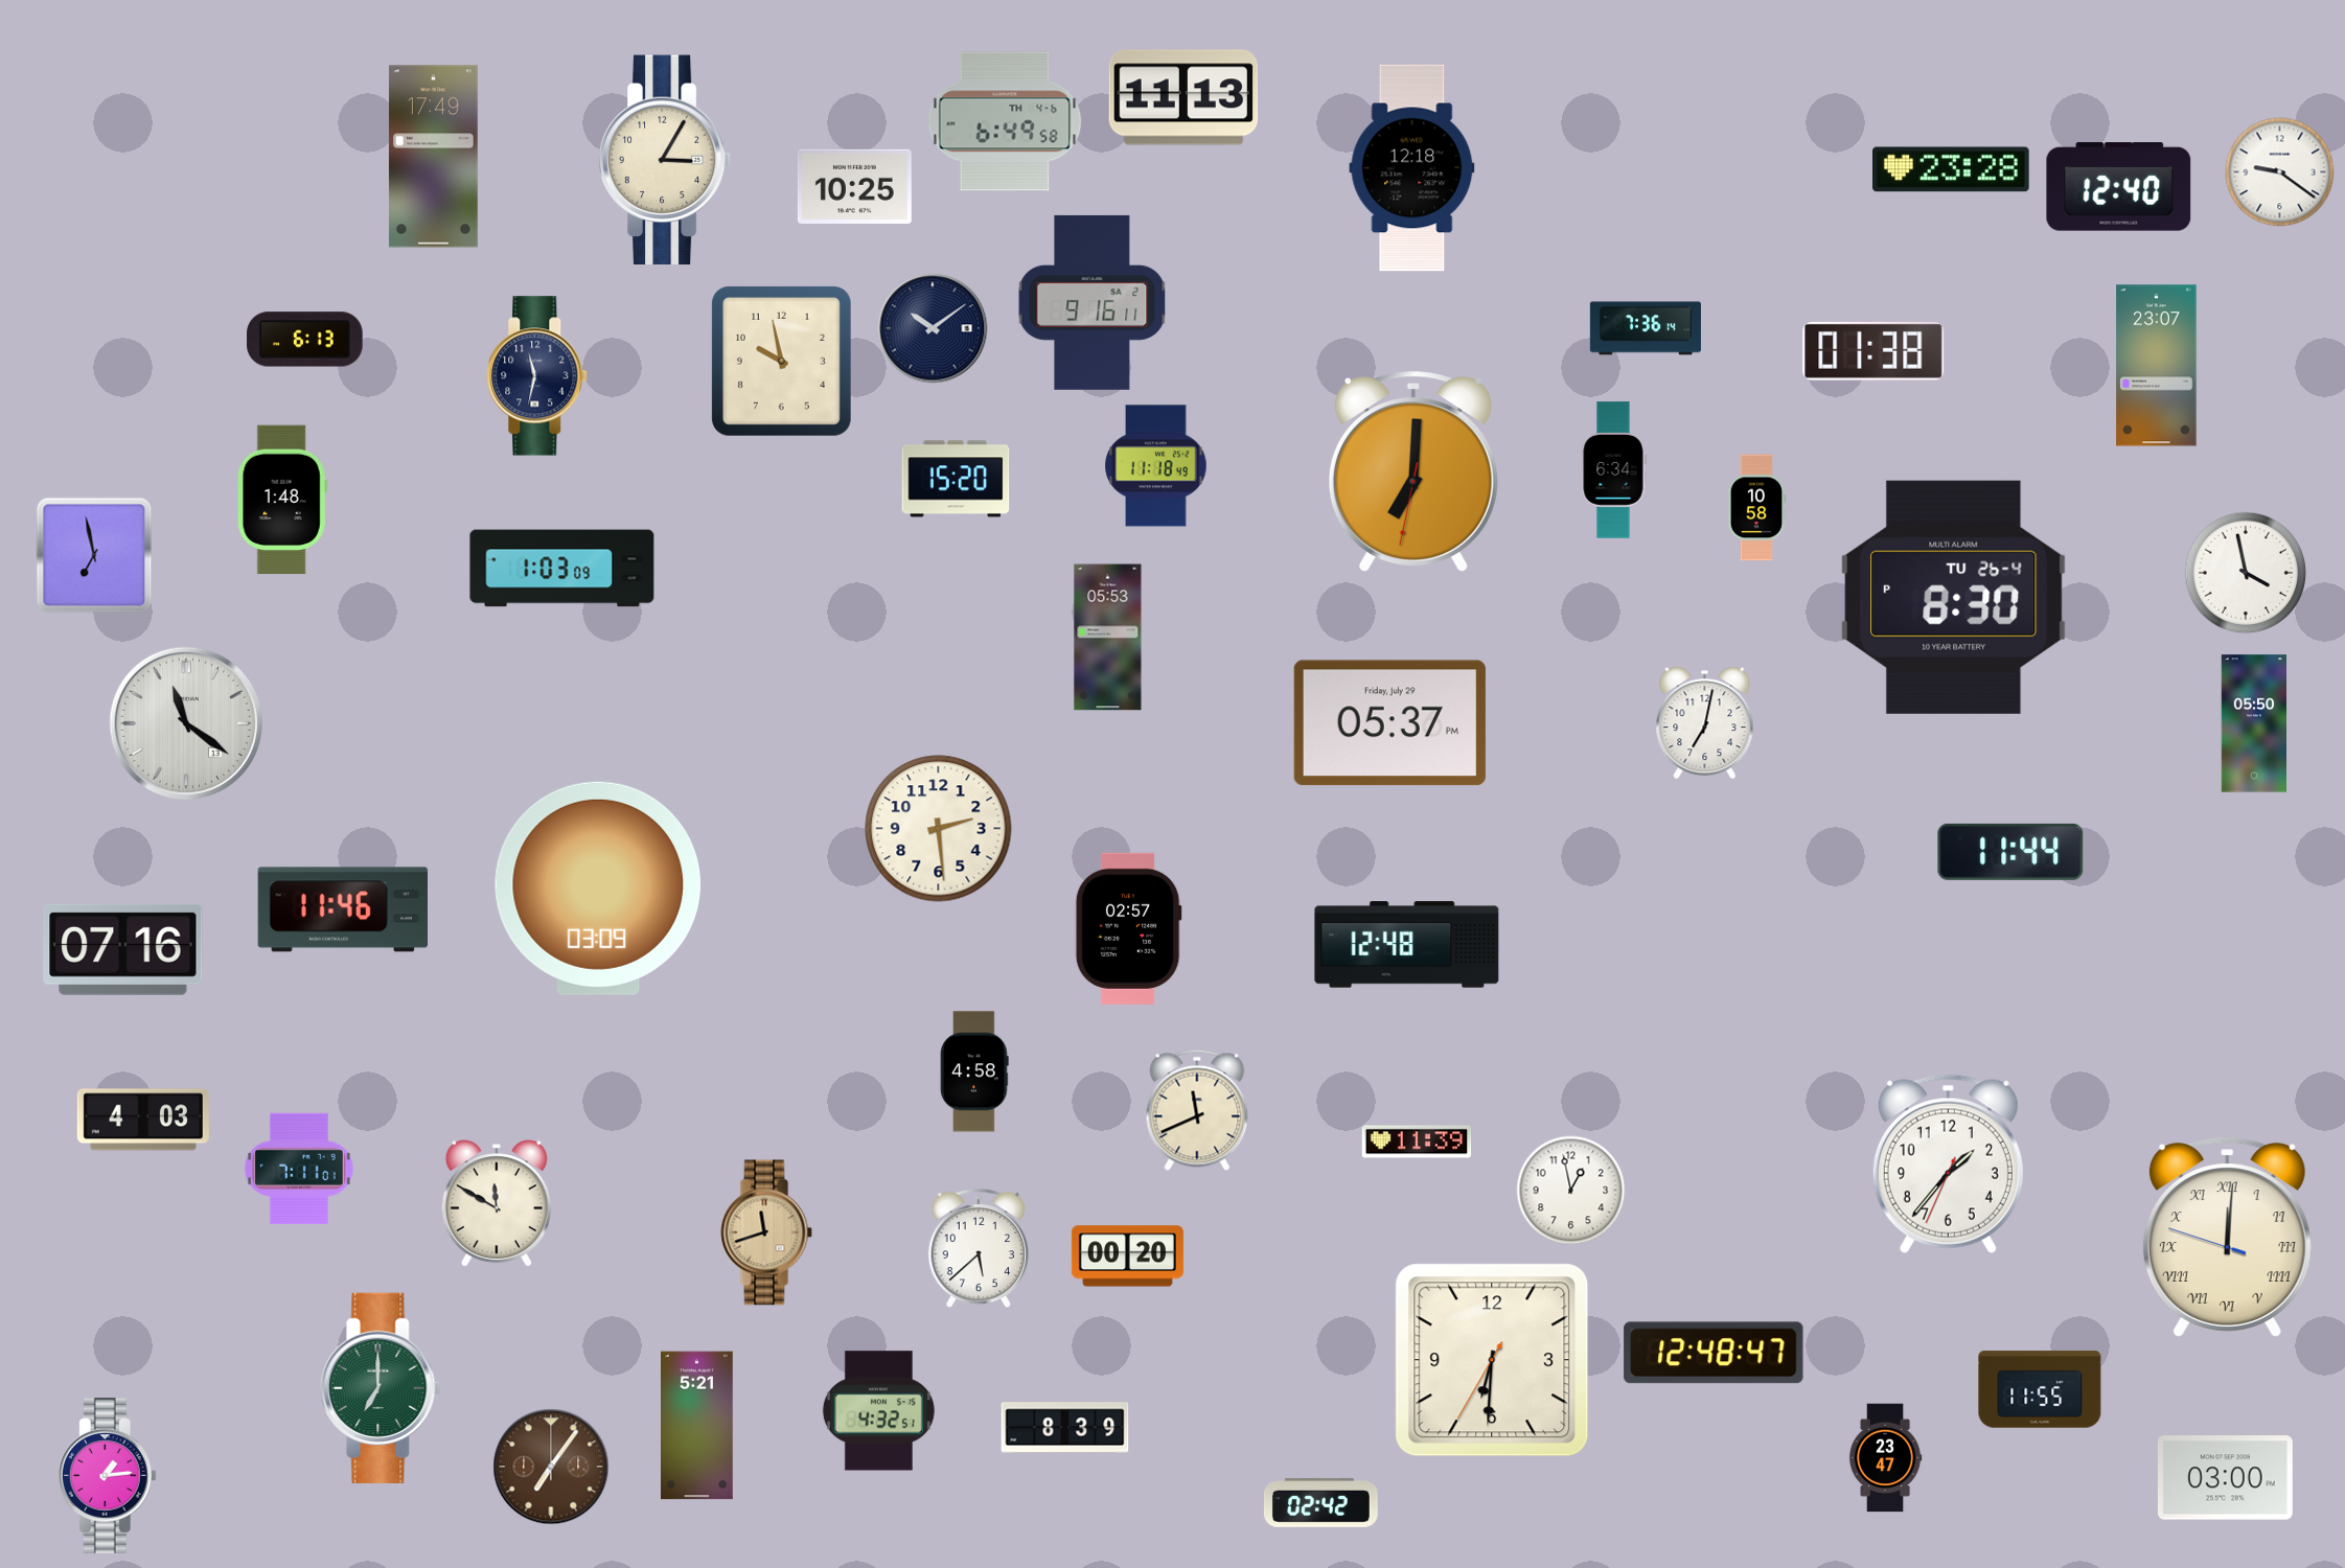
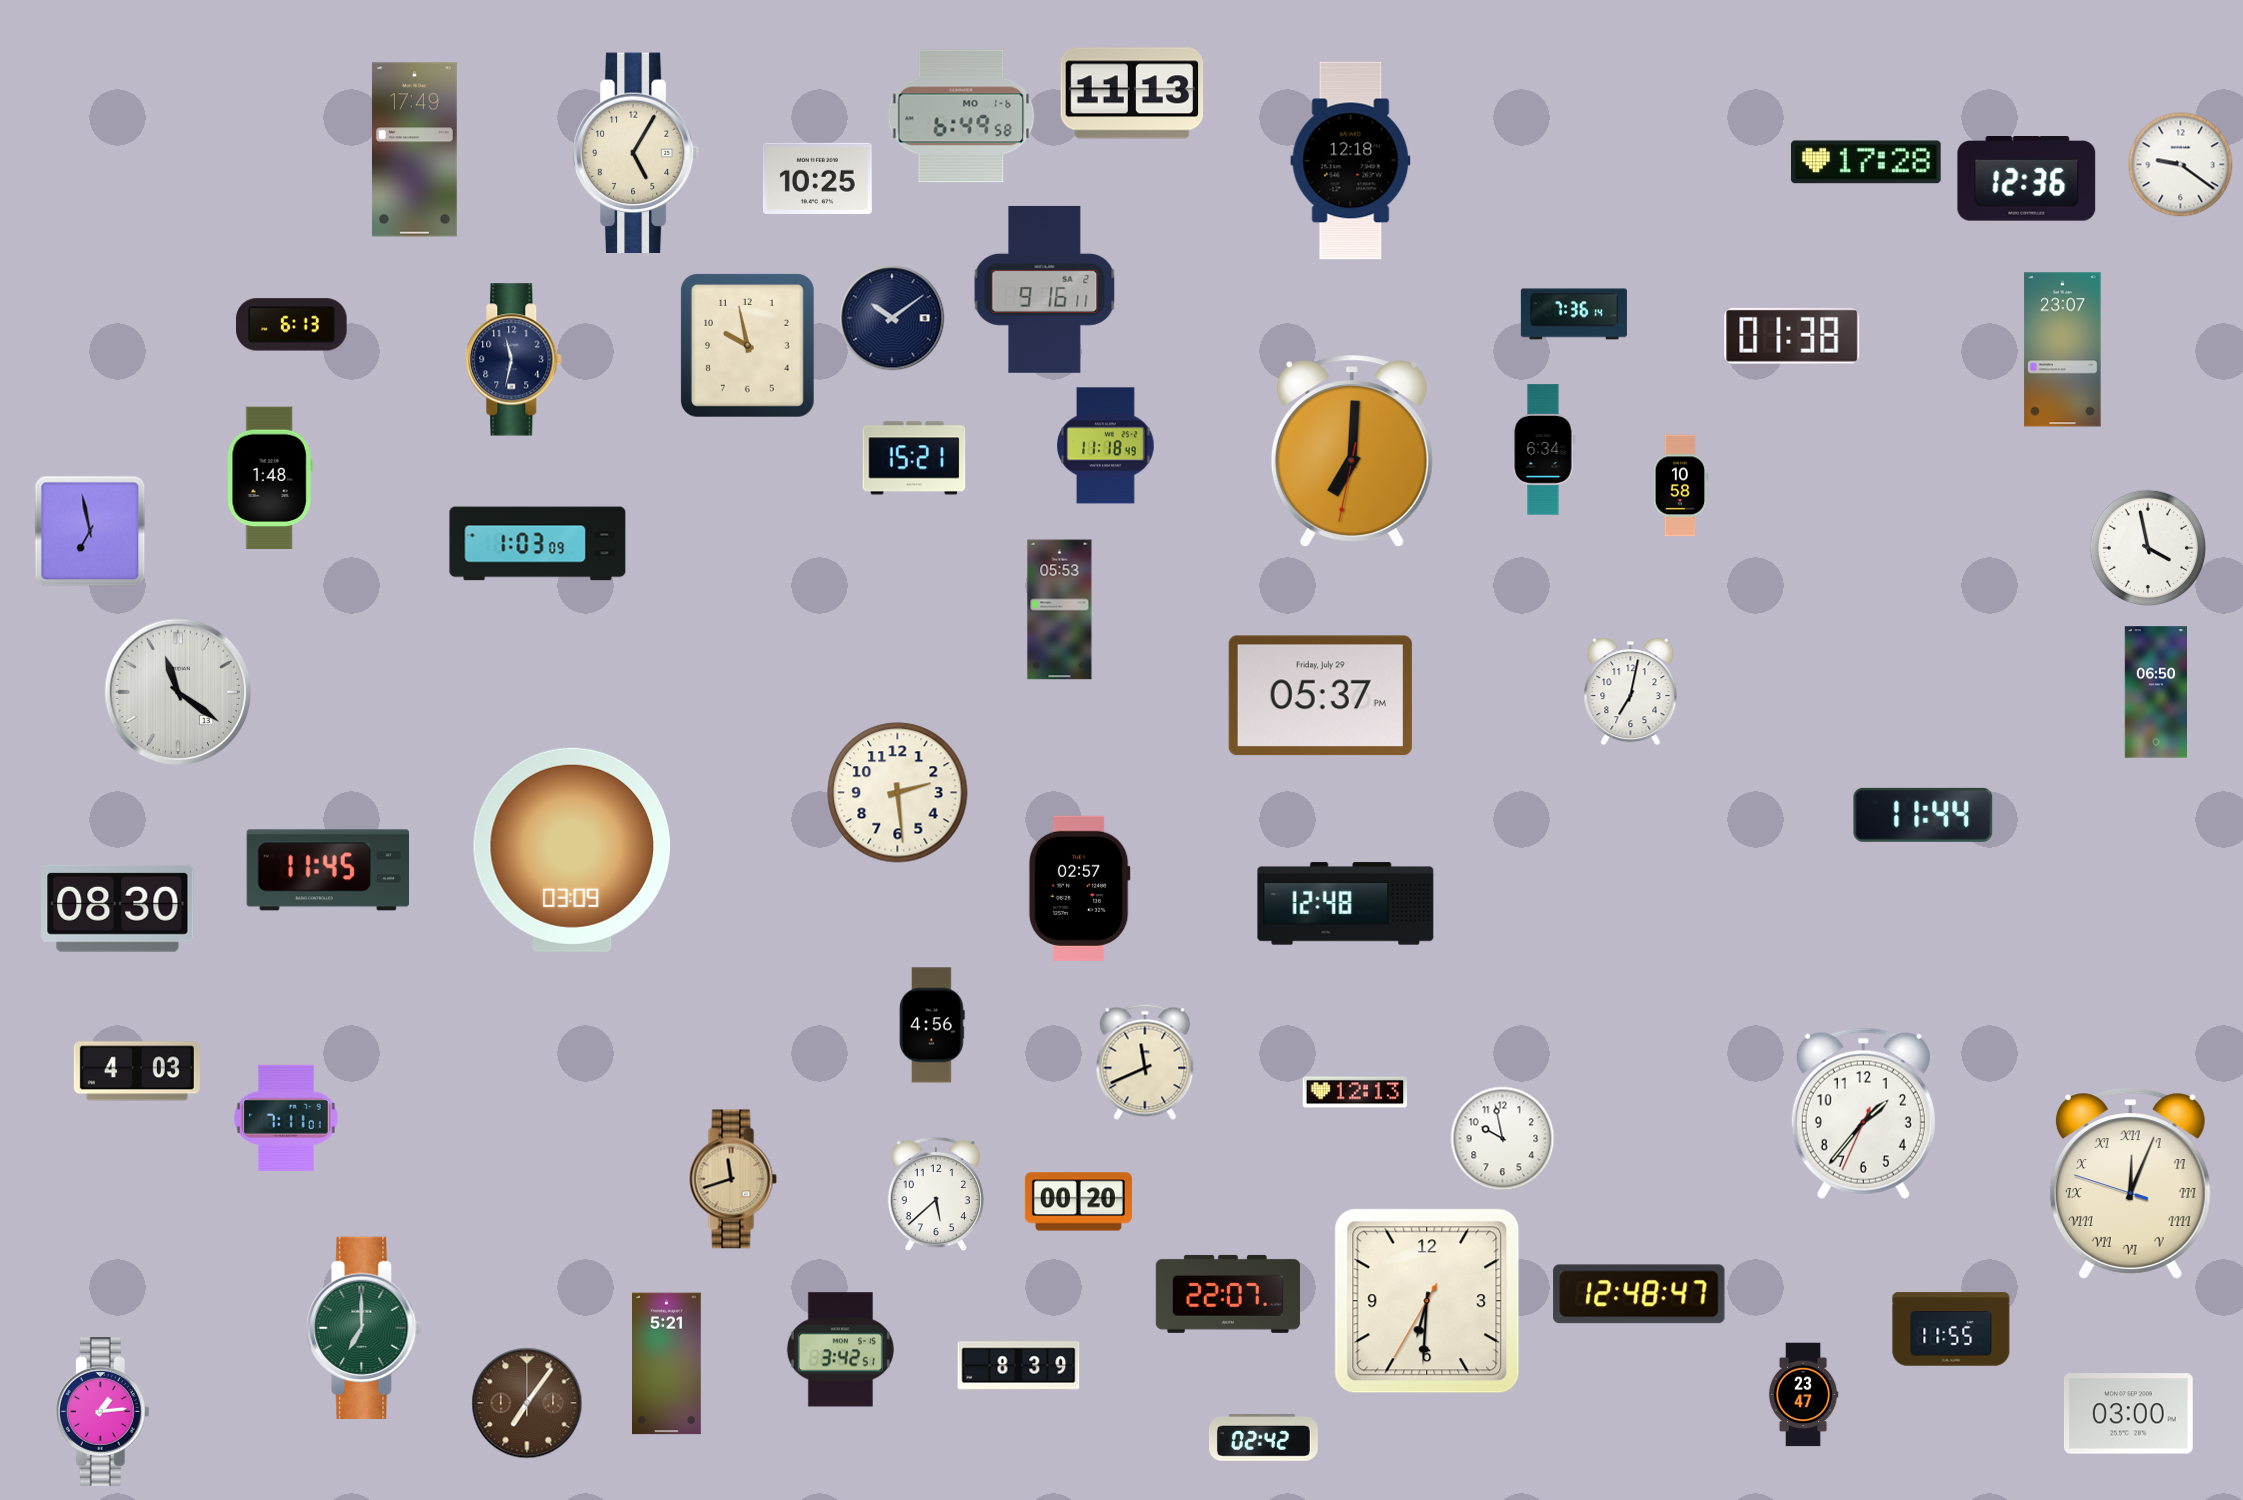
clock at (1005, 121) date: TH 4-6 -> MO 1-6
clock at (665, 159): 3:05 -> 5:05
clock at (1951, 169): 23:28 -> 17:28
clock at (2119, 187): 12:40 -> 12:36
clock at (933, 328) position: (933, 328) -> (892, 318)
clock at (956, 479): 15:20 -> 15:21
clock at (1954, 597): 8:30 -> none
clock at (1389, 723) position: (1389, 723) -> (1320, 696)
clock at (2253, 723): 05:50 -> 06:50
clock at (342, 909): 11:46 -> 11:45
clock at (123, 949): 07:16 -> 08:30
clock at (974, 1071): 4:58 -> 4:56
clock at (1417, 1142): 11:39 -> 12:13
clock at (1571, 1191): 12:58 -> 9:58
clock at (497, 1204): 11:50 -> none
clock at (2227, 1237): 12:00 -> 12:03
clock at (1228, 1294): none -> 22:07
clock at (878, 1411): 4:32 -> 3:42
